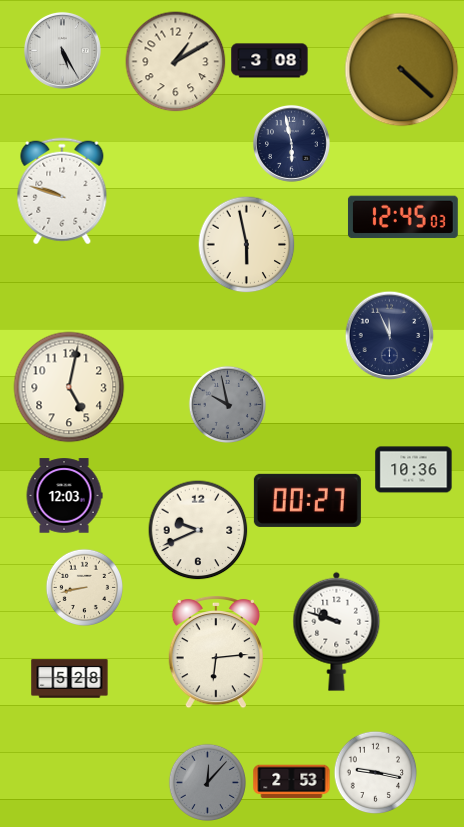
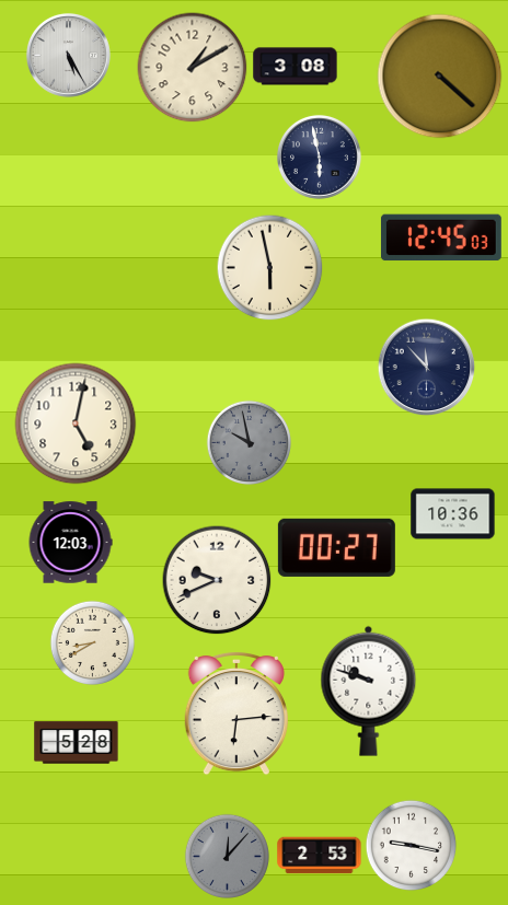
clock at (62, 191): 9:48 -> none
clock at (389, 335): 11:56 -> 11:53
clock at (84, 587): 8:43 -> 8:40
